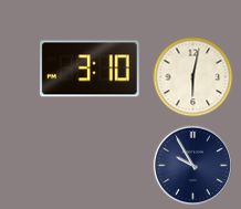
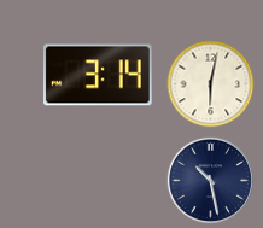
clock at (91, 69): 3:10 -> 3:14
clock at (192, 165): 9:55 -> 10:28
